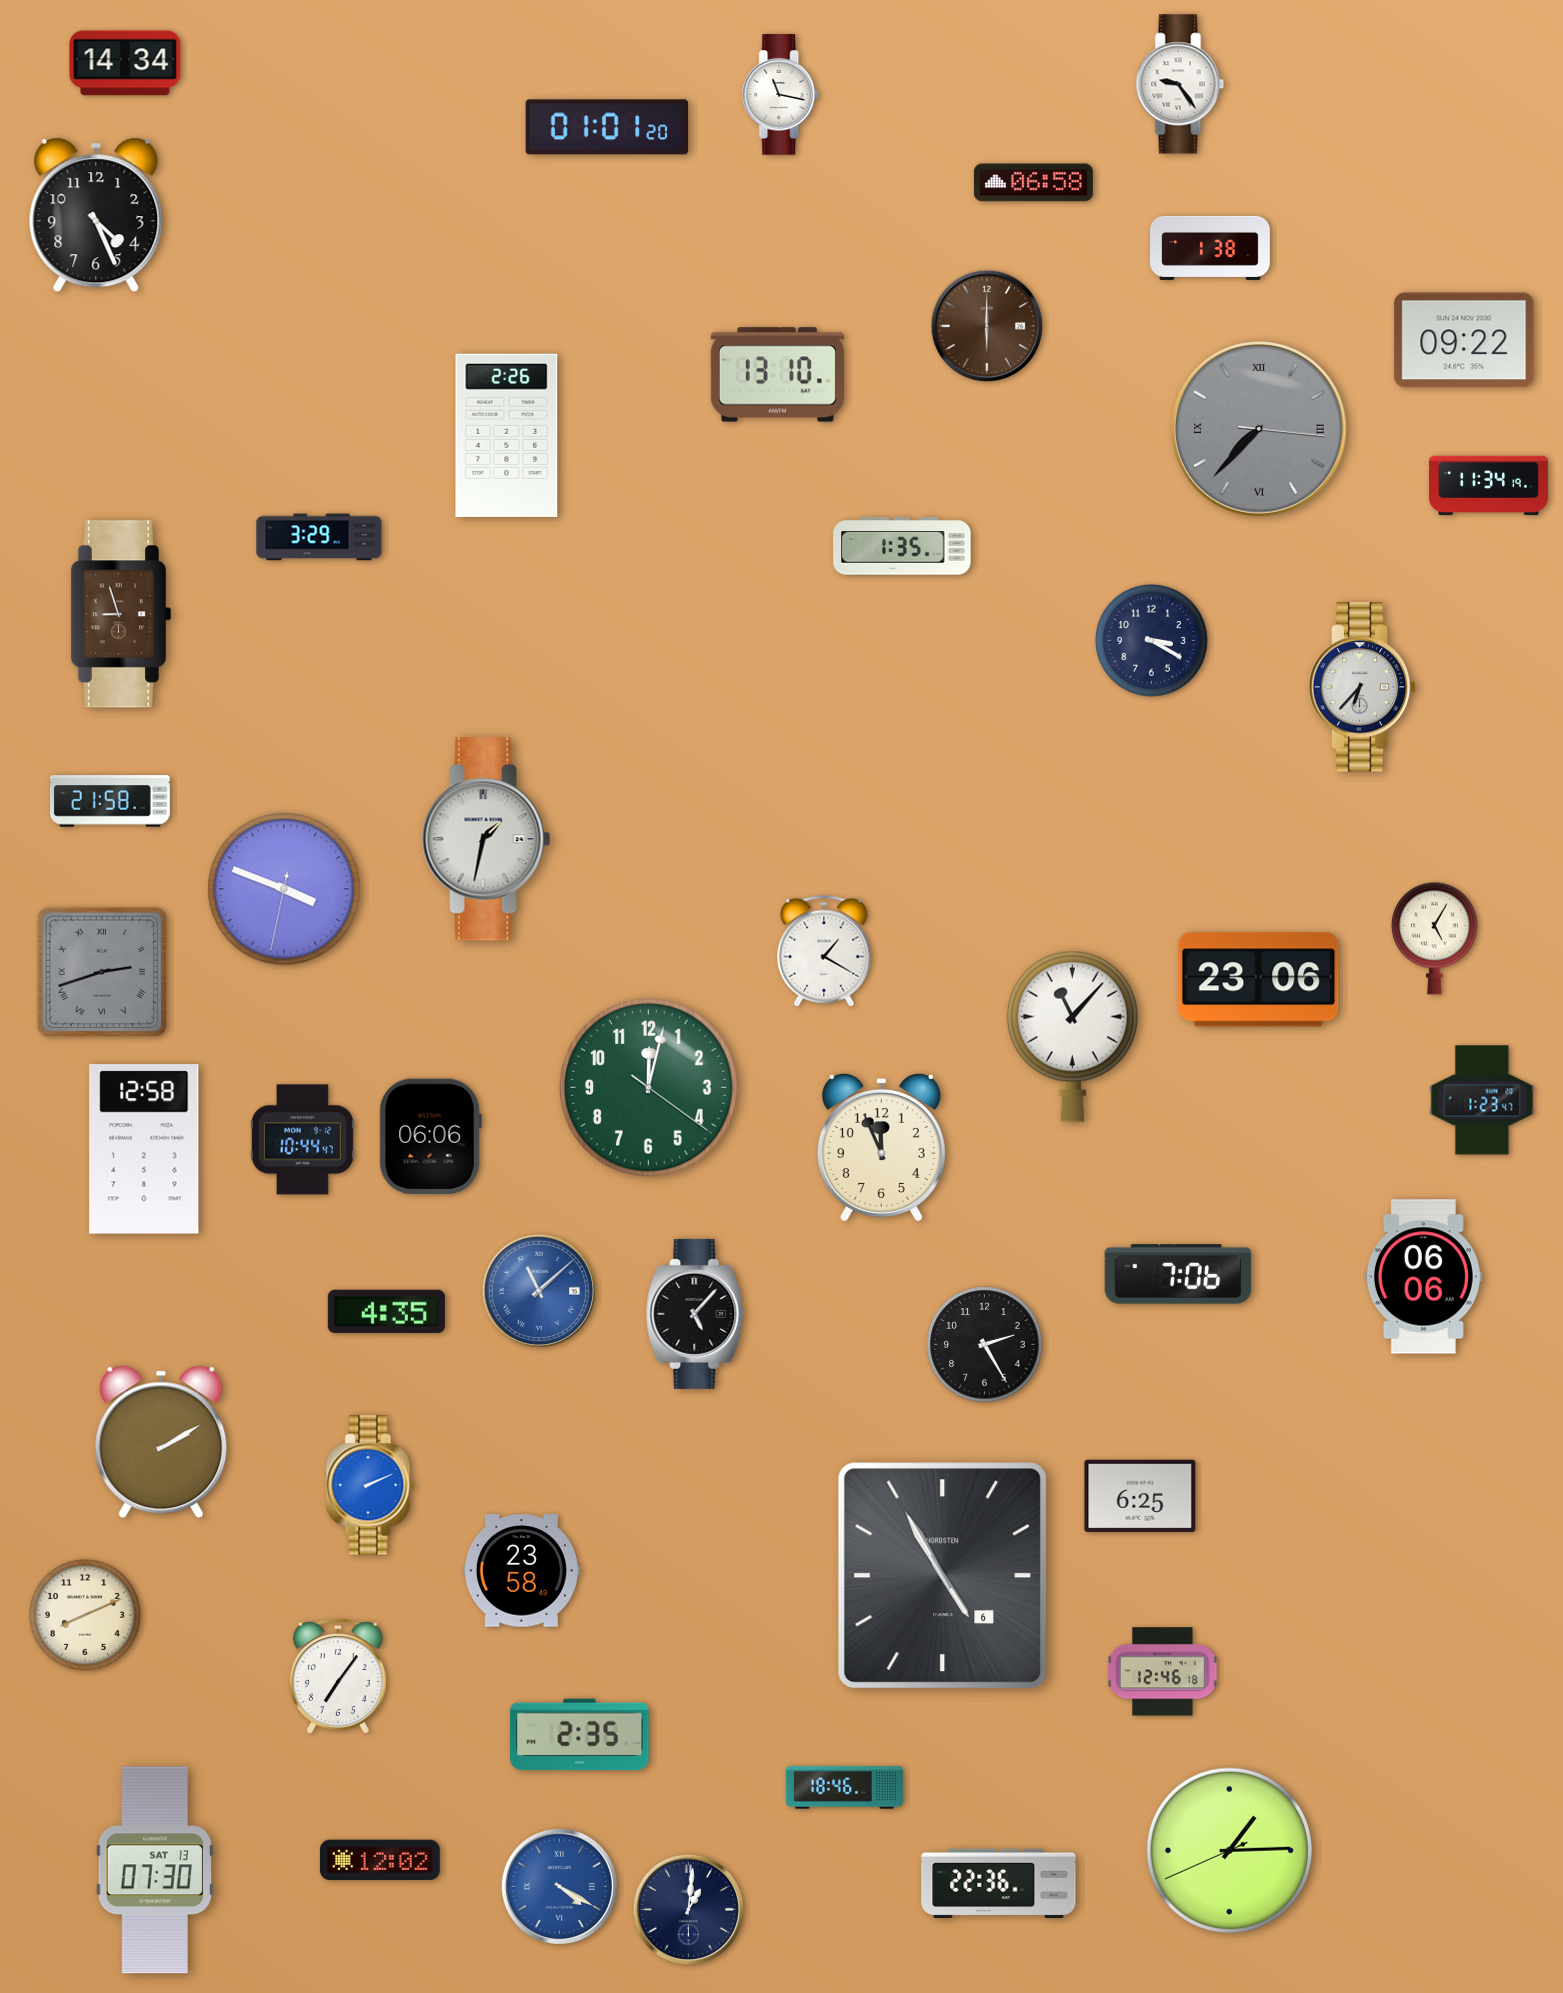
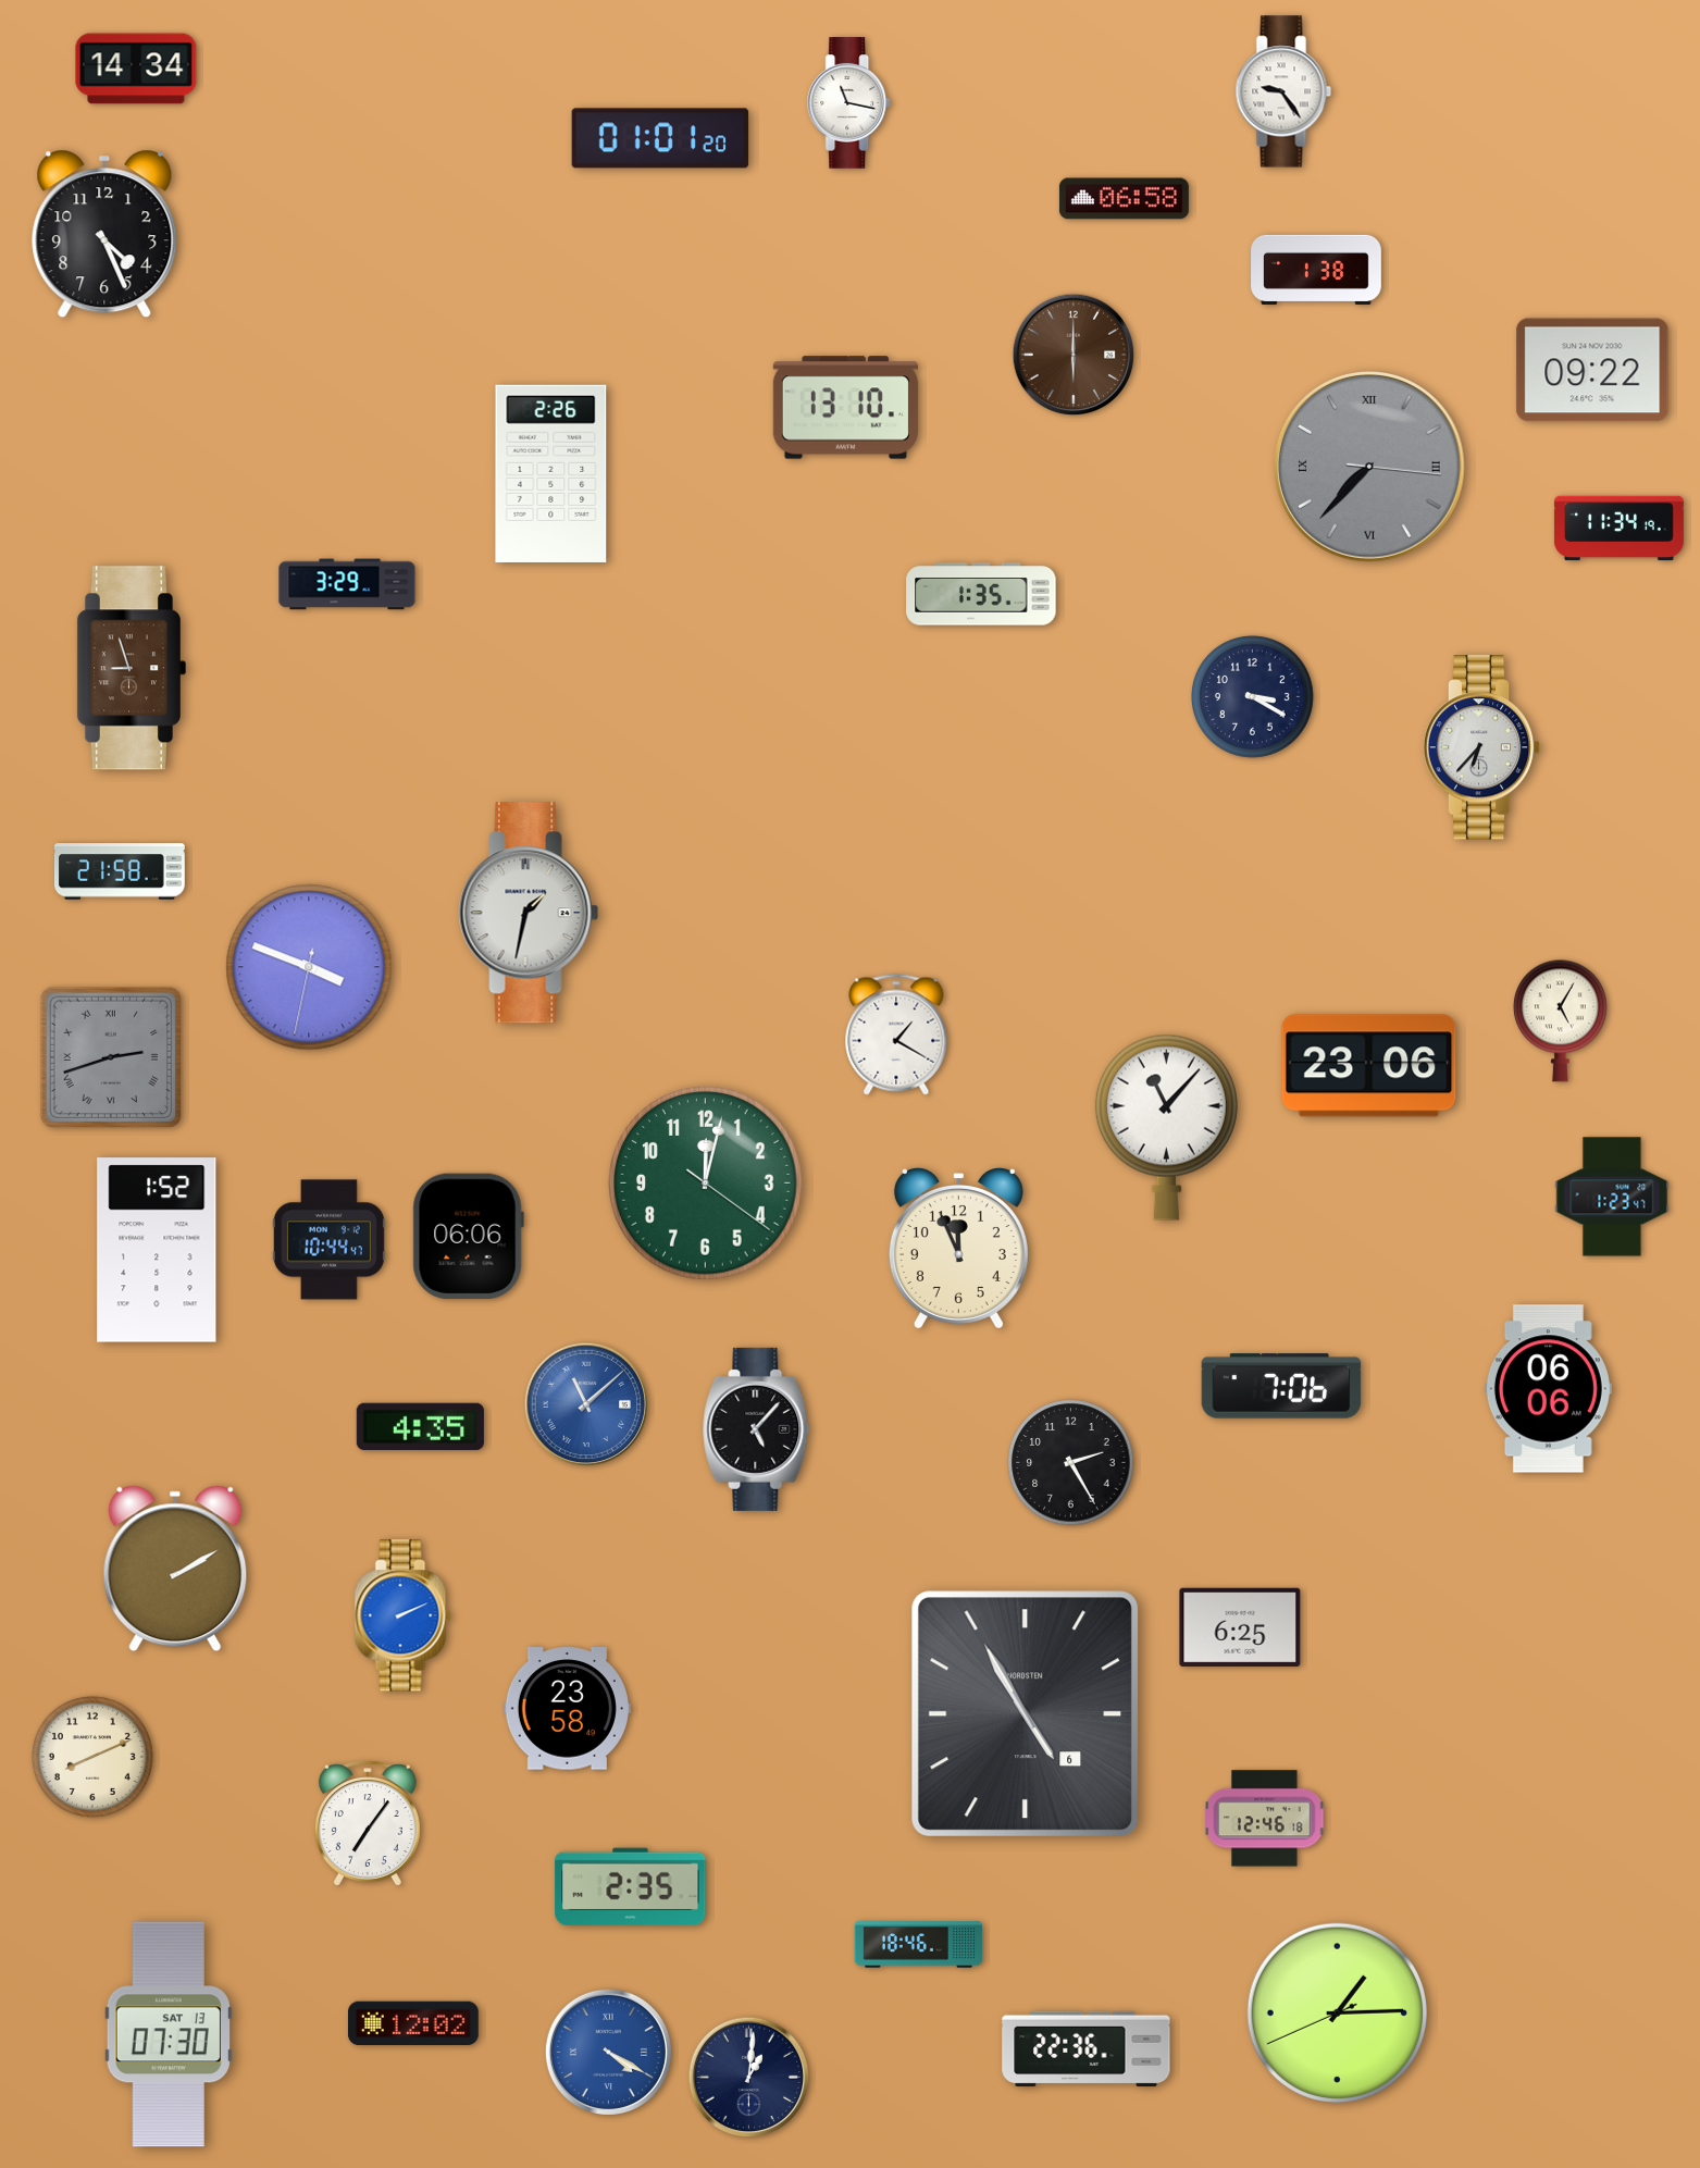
clock at (144, 1149): 12:58 -> 1:52
